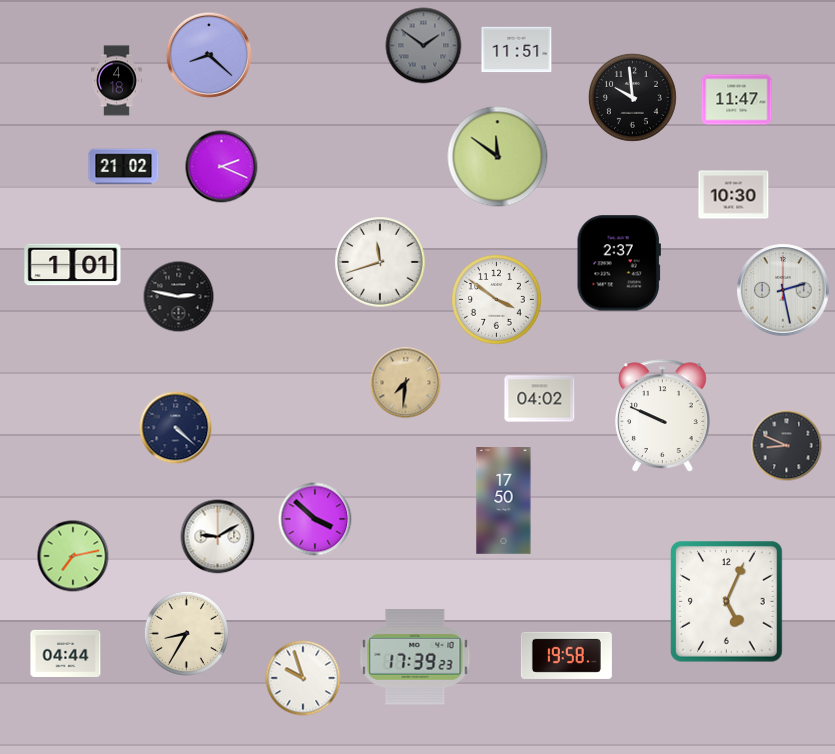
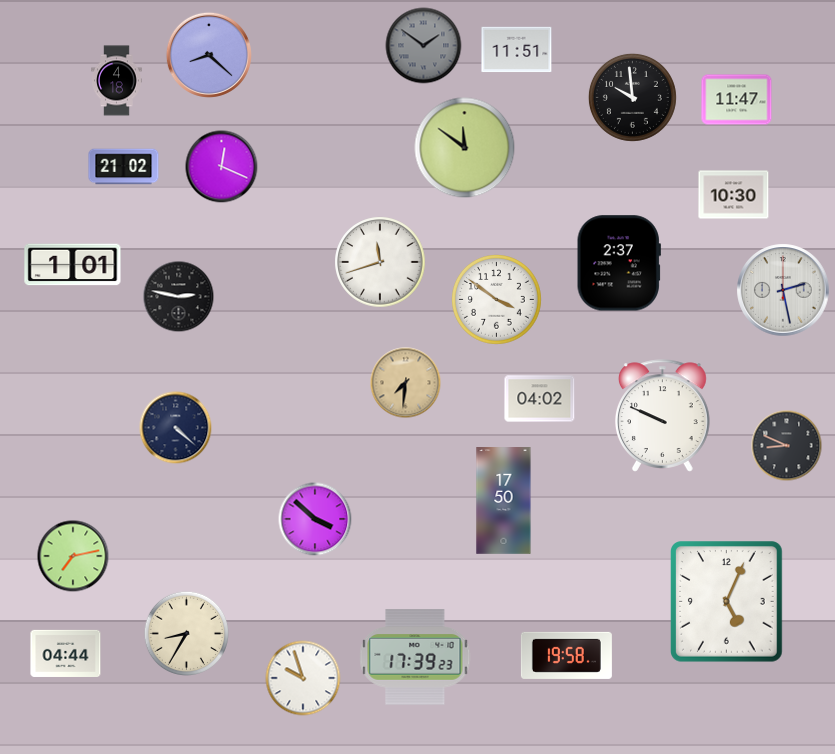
clock at (498, 157) position: (498, 157) -> (465, 148)
clock at (222, 167): 2:19 -> 12:19
clock at (218, 537): 9:10 -> none
